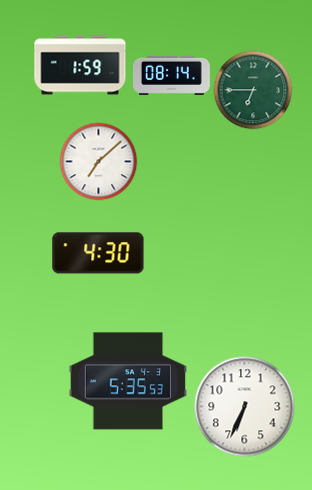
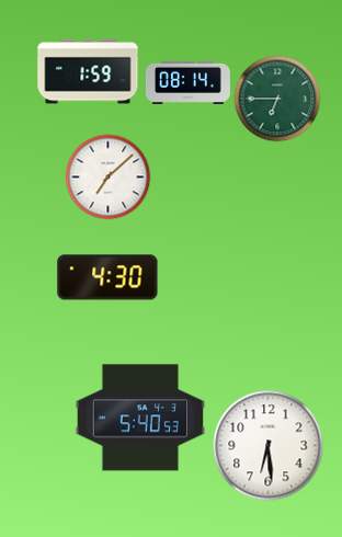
clock at (128, 381): 5:35 -> 5:40
clock at (245, 407): 6:34 -> 6:29
